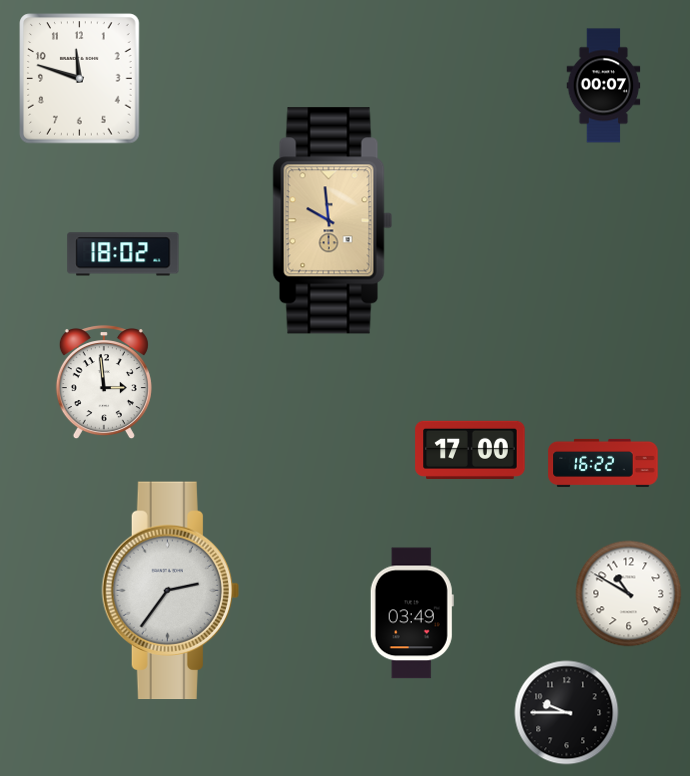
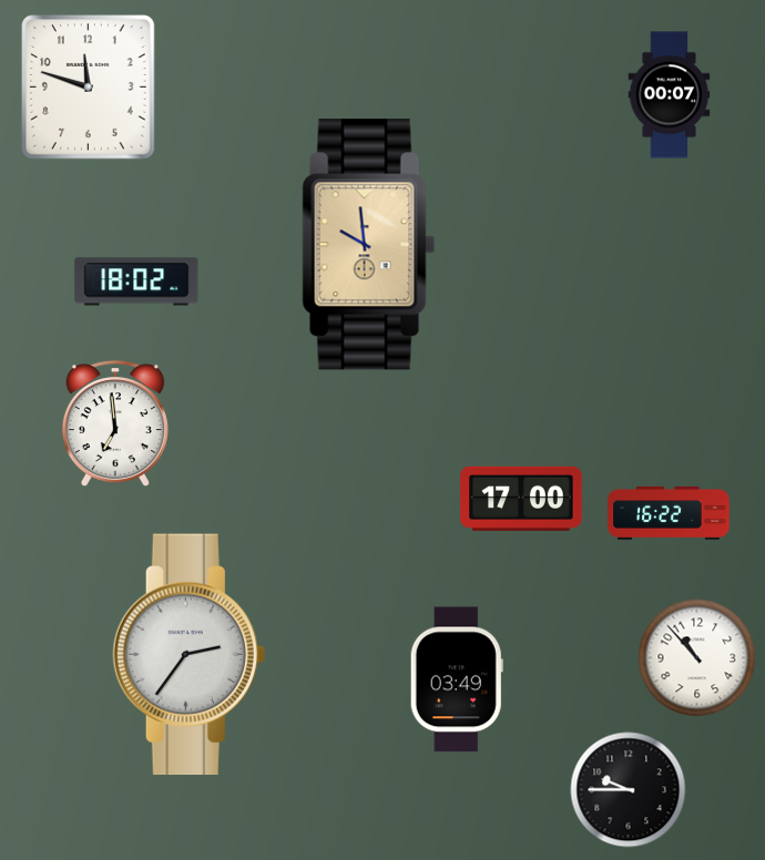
clock at (104, 383): 2:59 -> 6:59
clock at (629, 594): 10:50 -> 10:53
